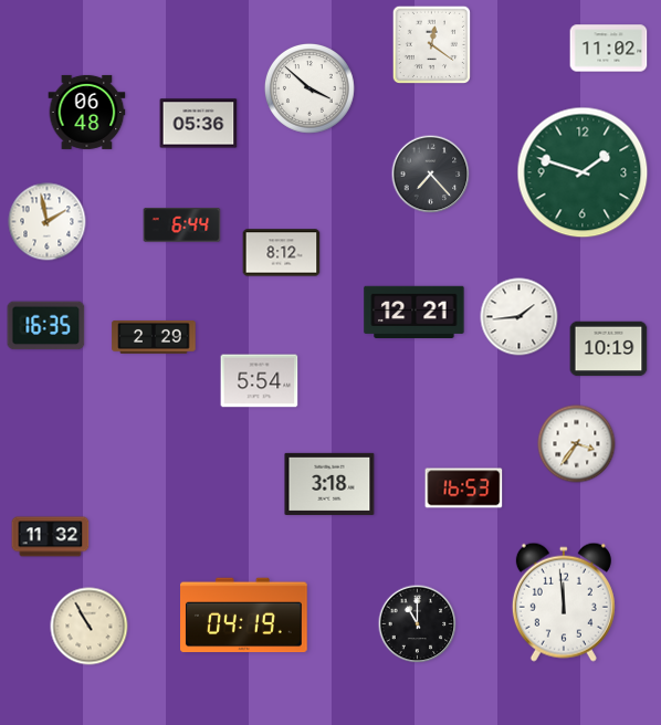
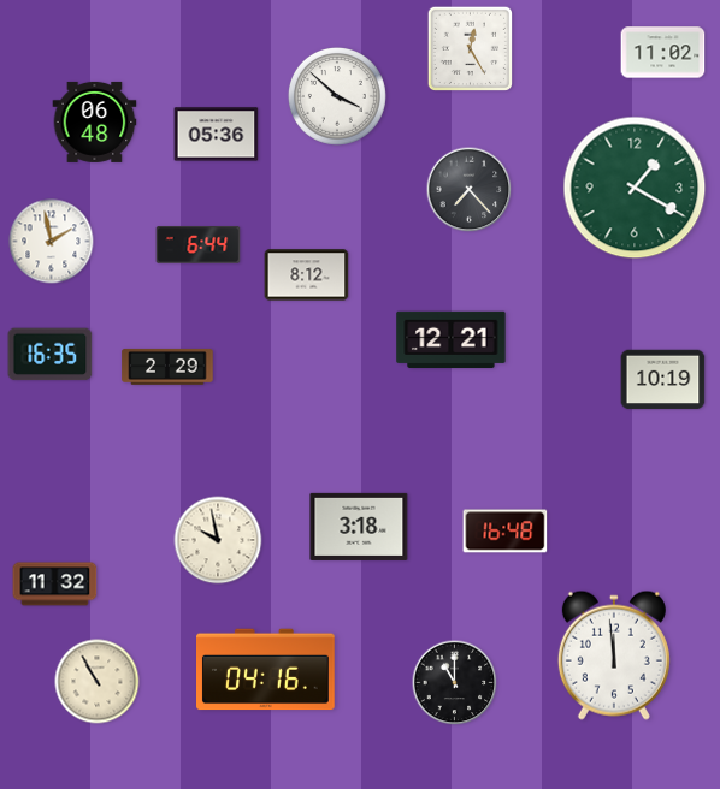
clock at (431, 44): 12:21 -> 12:25
clock at (583, 172): 1:48 -> 1:20
clock at (520, 317): 1:44 -> none
clock at (260, 381): 5:54 -> none
clock at (577, 444): 3:36 -> none
clock at (464, 488): 16:53 -> 16:48
clock at (218, 540): none -> 9:58
clock at (244, 616): 04:19 -> 04:16
clock at (418, 624) position: (418, 624) -> (455, 683)
